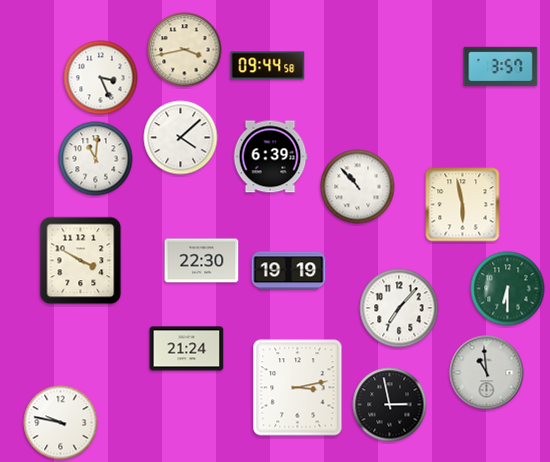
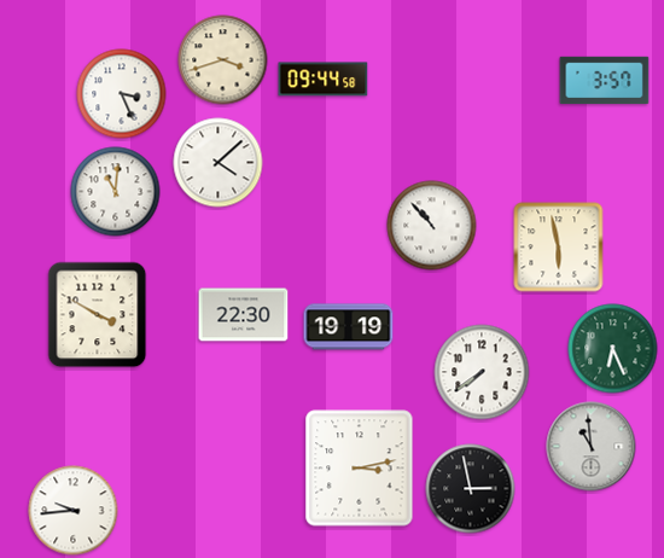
clock at (185, 50): 3:43 -> 3:42
clock at (181, 138) position: (181, 138) -> (219, 163)
clock at (270, 157): 6:39 -> none
clock at (508, 289): 6:30 -> 6:26
clock at (399, 308): 7:07 -> 7:39
clock at (187, 349): 21:24 -> none
clock at (487, 373) position: (487, 373) -> (592, 447)
clock at (61, 423): 9:47 -> 9:44
